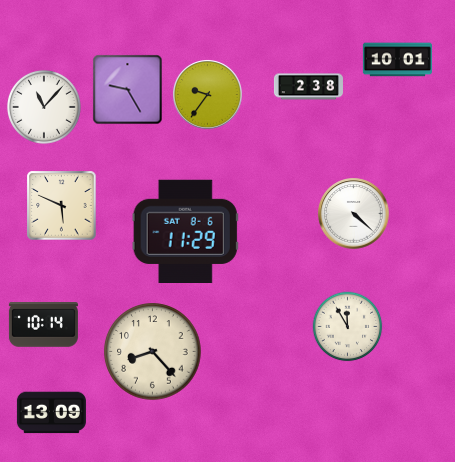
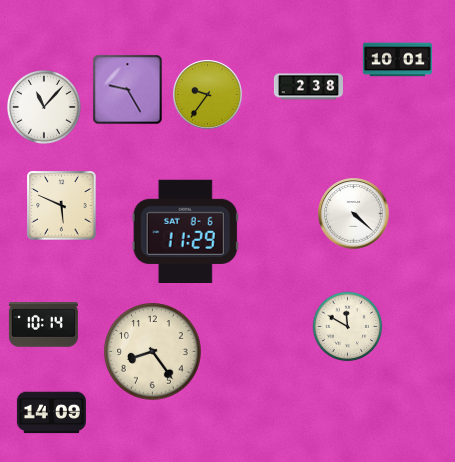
clock at (348, 327): 11:55 -> 11:50
clock at (153, 352): 8:23 -> 8:24
clock at (51, 413): 13:09 -> 14:09
